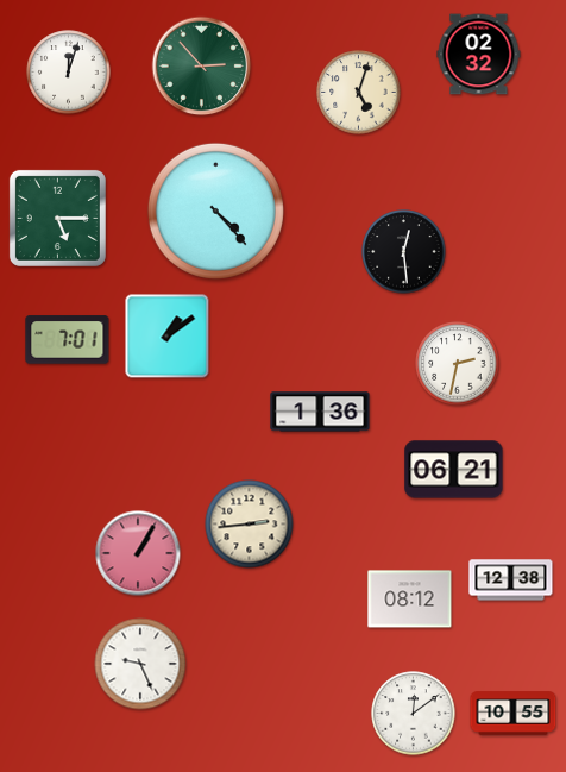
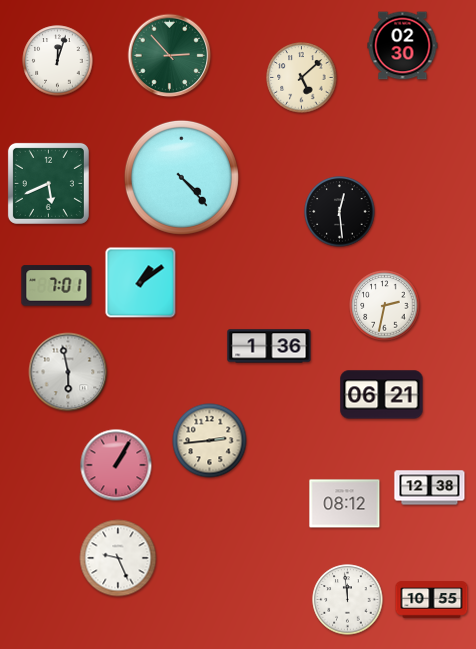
clock at (479, 55): 02:32 -> 02:30
clock at (359, 93): 5:03 -> 5:08
clock at (57, 218): 5:15 -> 5:41
clock at (68, 372): none -> 5:58
clock at (414, 714): 12:09 -> 11:59
